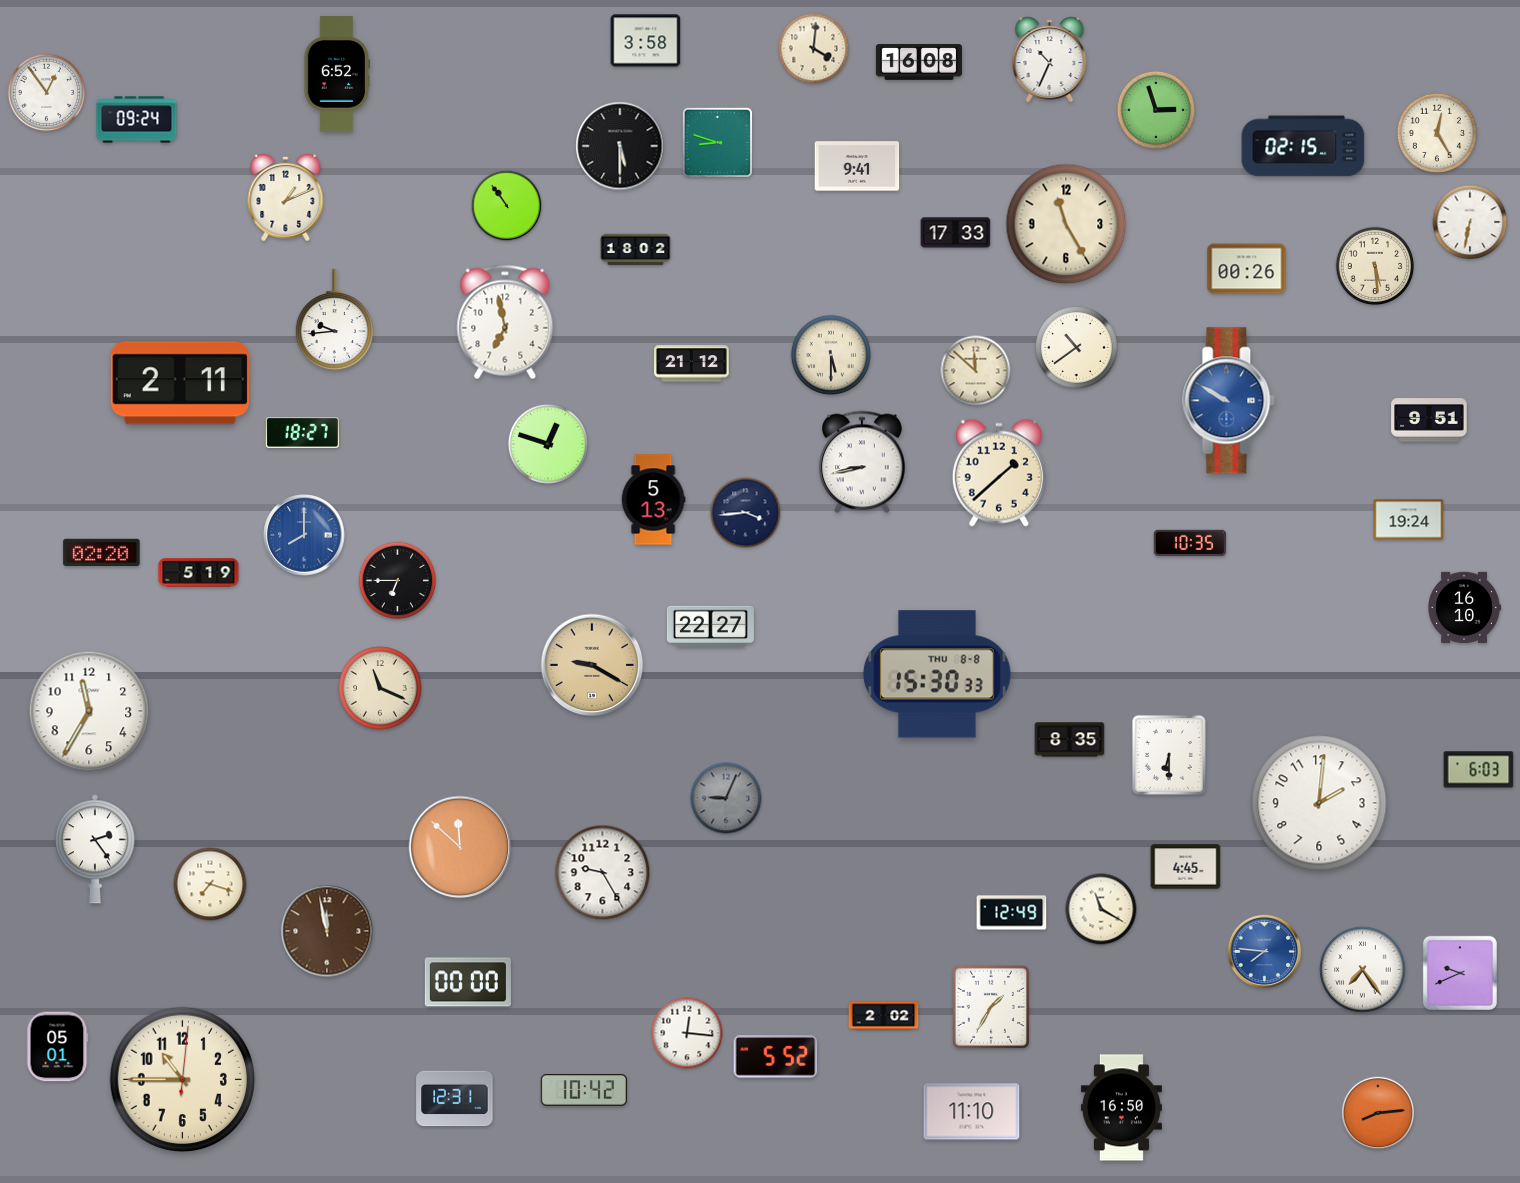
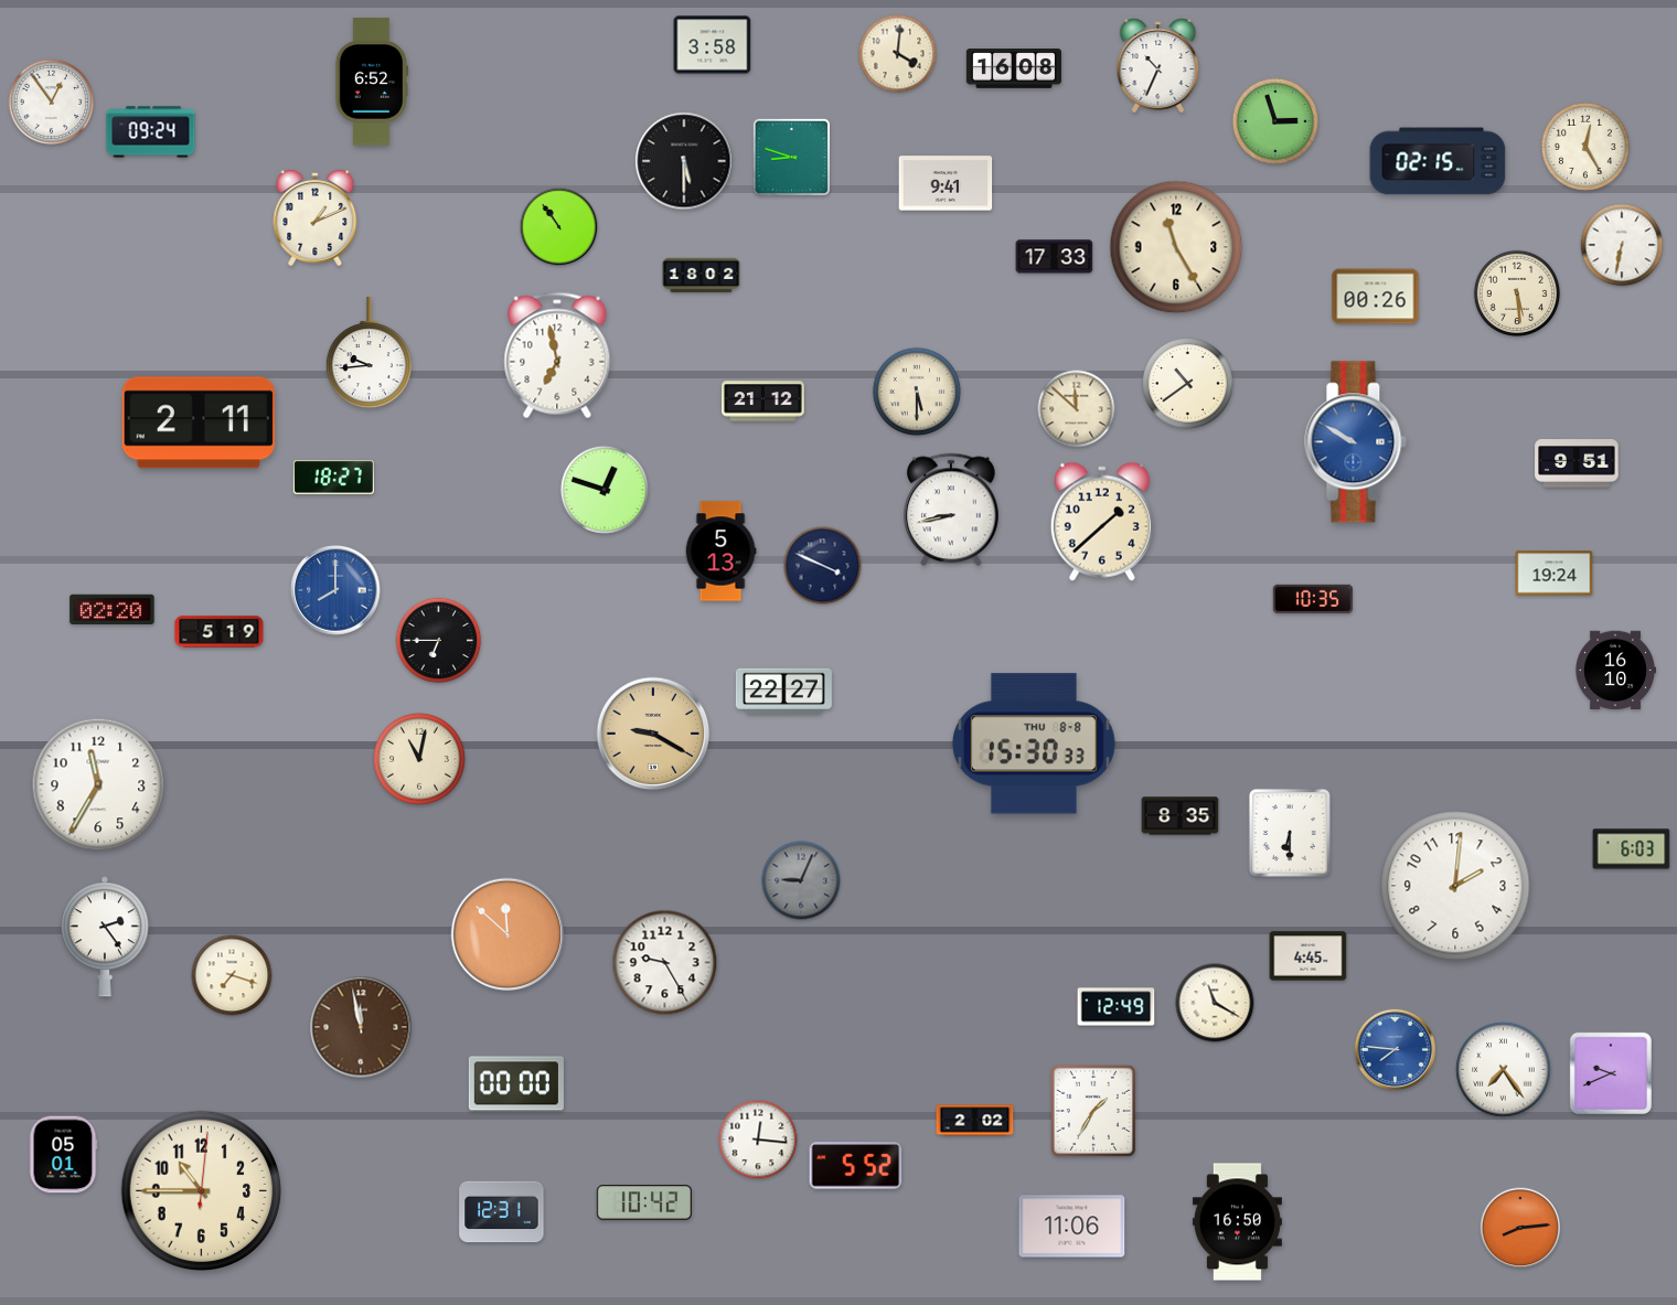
clock at (746, 513): 3:44 -> 3:49
clock at (380, 688): 11:19 -> 11:02
clock at (972, 1112): 11:10 -> 11:06
